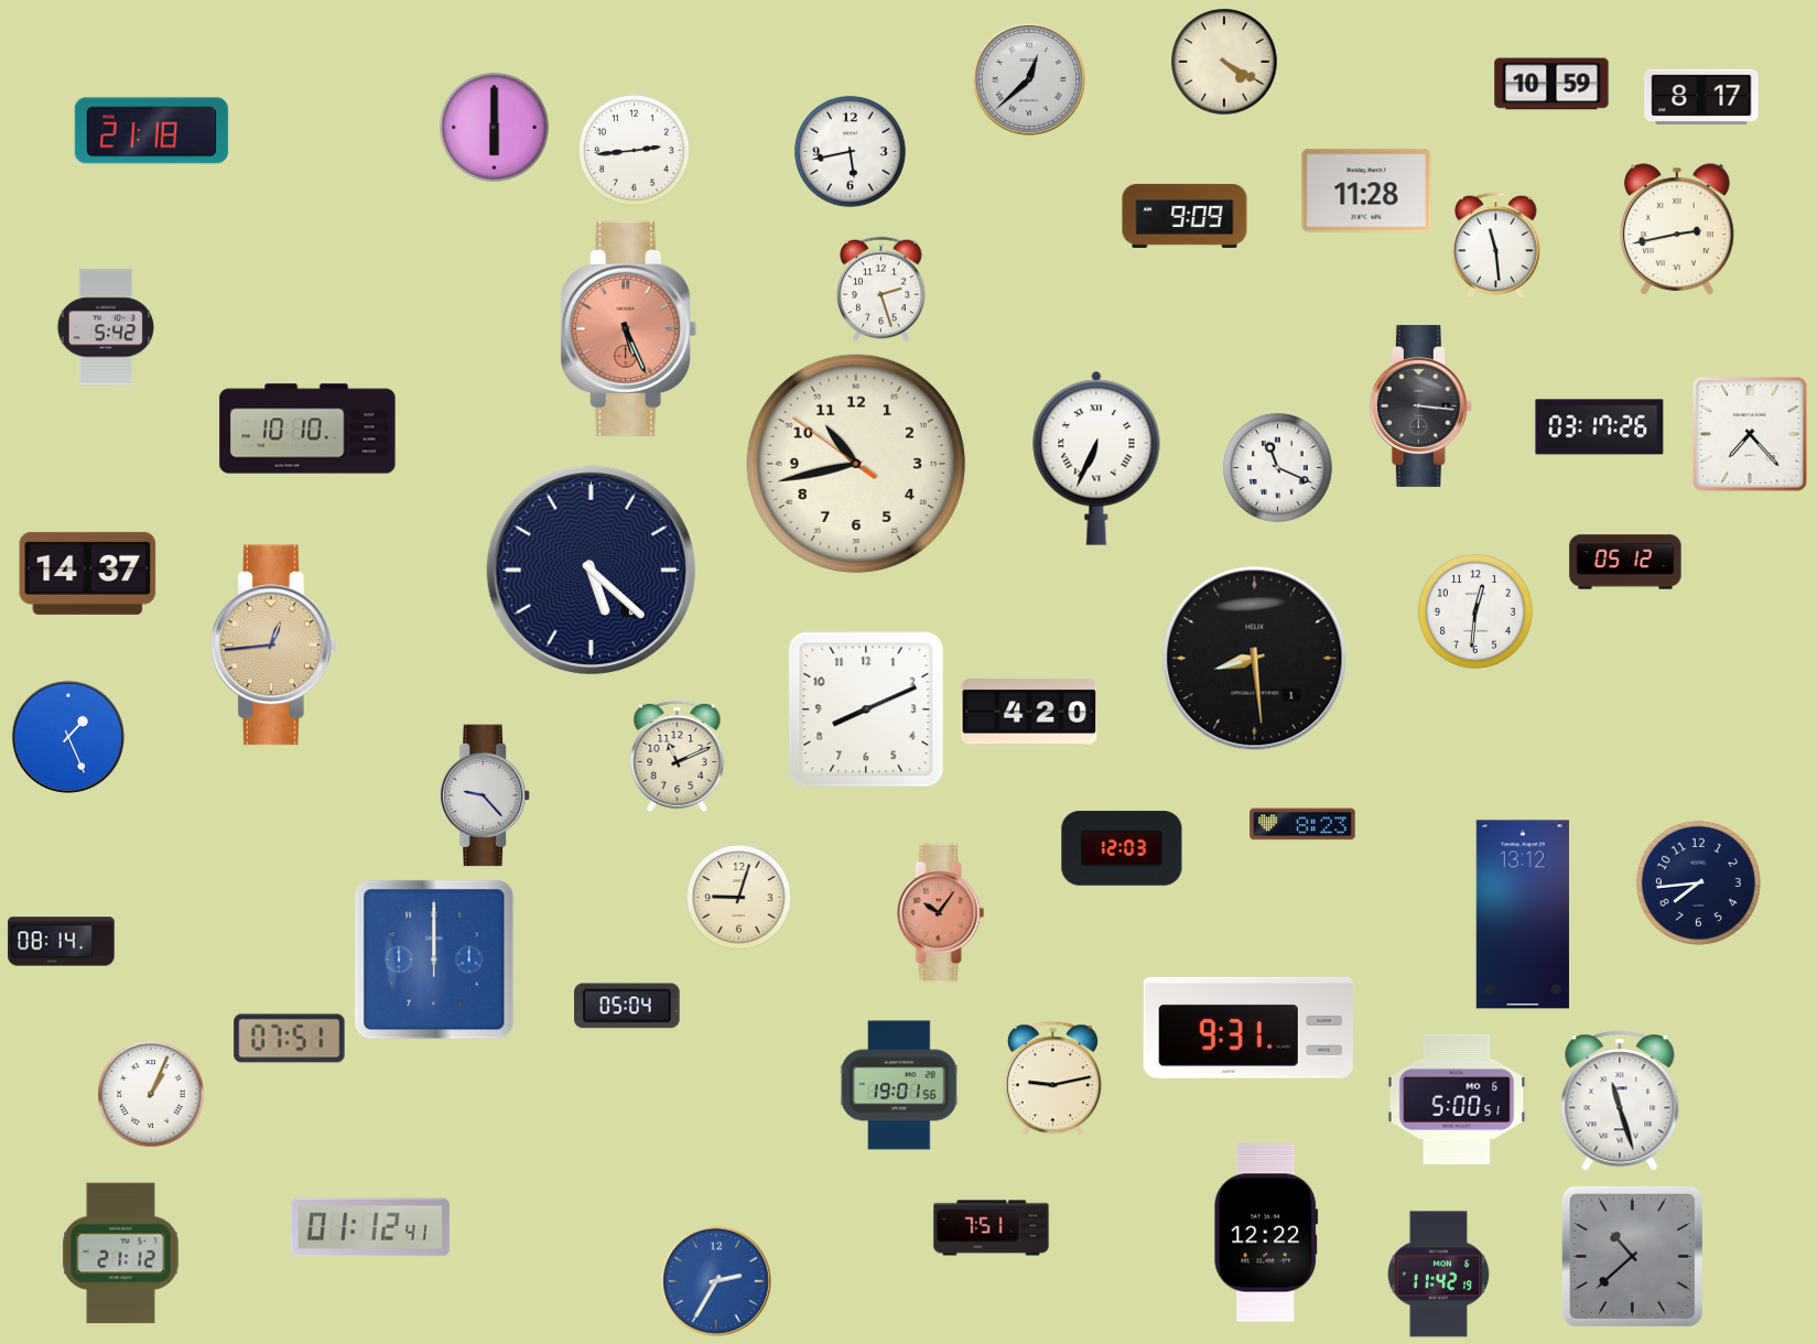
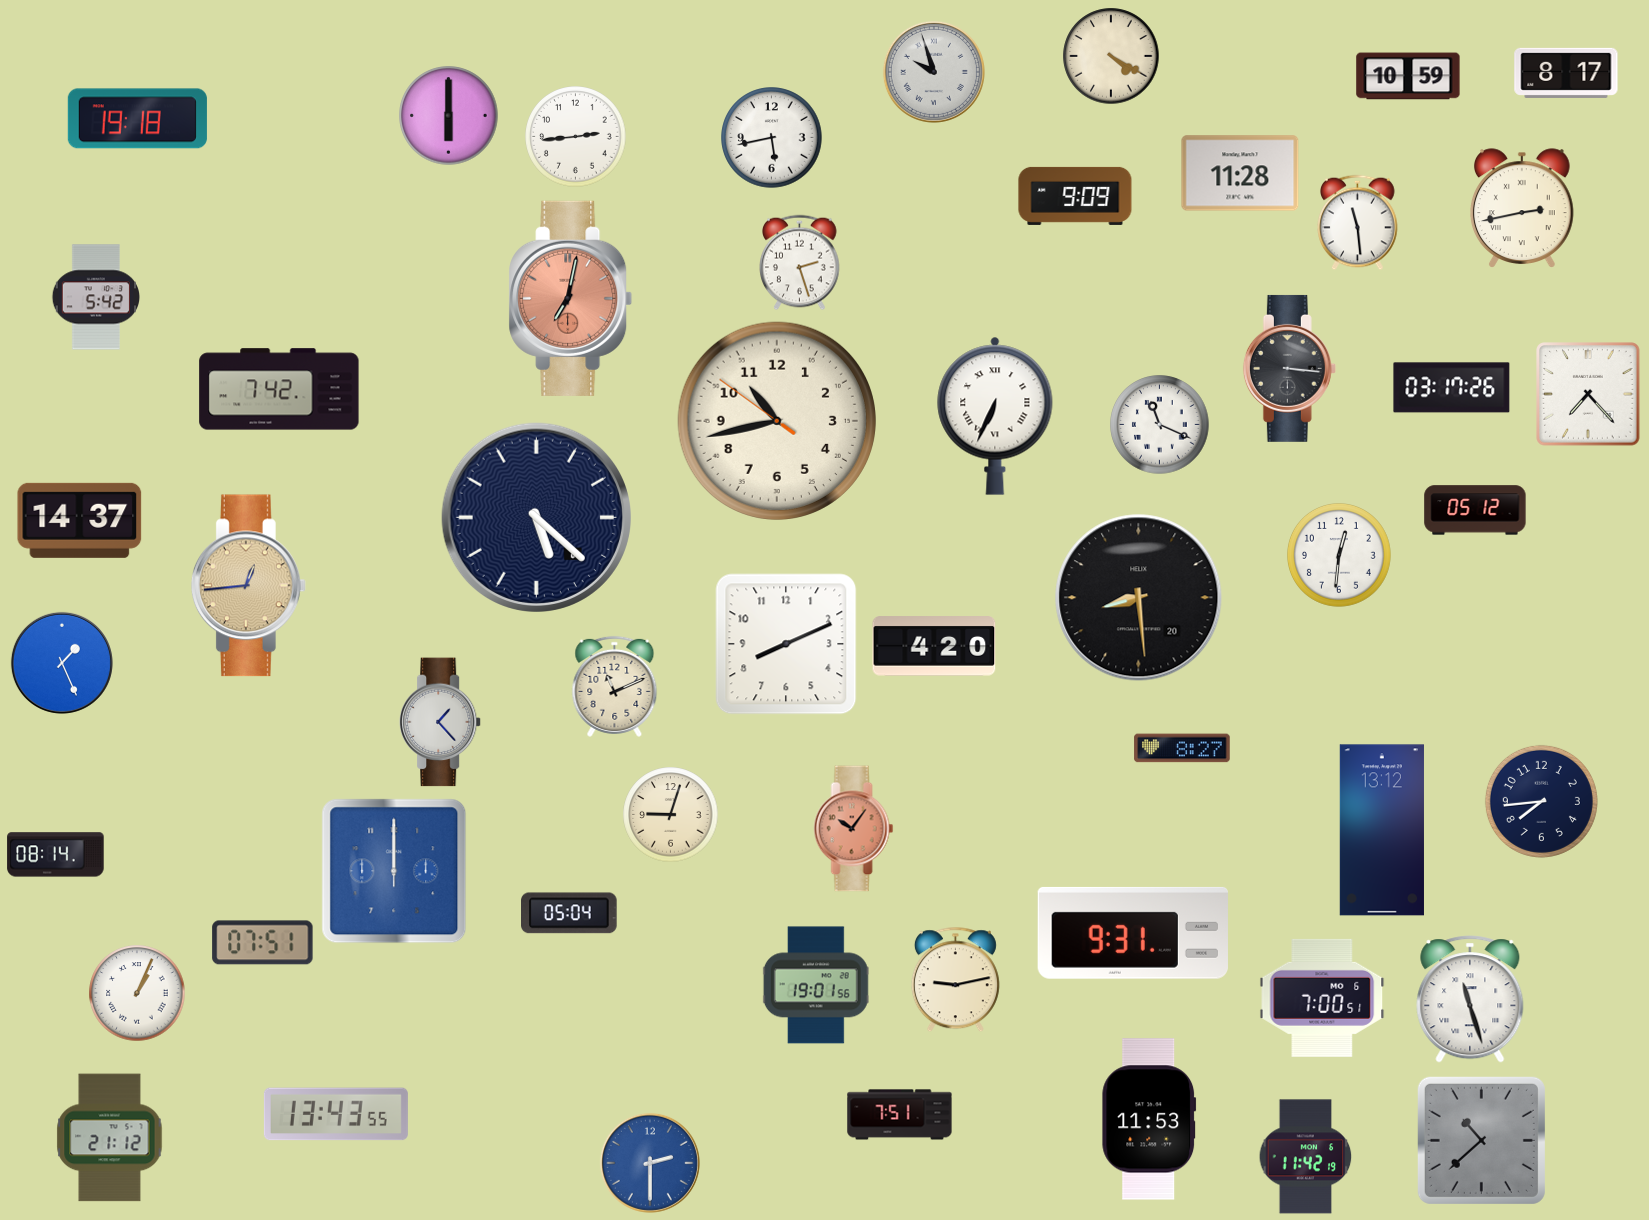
clock at (1029, 79): 12:38 -> 9:57
clock at (1701, 97) position: (1701, 97) -> (1566, 73)
clock at (151, 131): 21:18 -> 19:18
clock at (629, 328): 5:26 -> 7:02
clock at (307, 429): 10:10 -> 7:42
clock at (1255, 659) date: 1 -> 20
clock at (68, 737) position: (68, 737) -> (62, 663)
clock at (485, 795): 9:23 -> 1:23
clock at (1302, 824): 8:23 -> 8:27
clock at (1122, 848): 12:03 -> none
clock at (1457, 1099): 5:00 -> 7:00
clock at (370, 1227): 01:12 -> 13:43
clock at (1266, 1233): 12:22 -> 11:53
clock at (716, 1281): 2:35 -> 2:30
